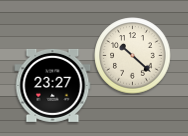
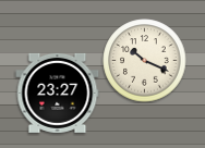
clock at (133, 56): 10:22 -> 10:19
